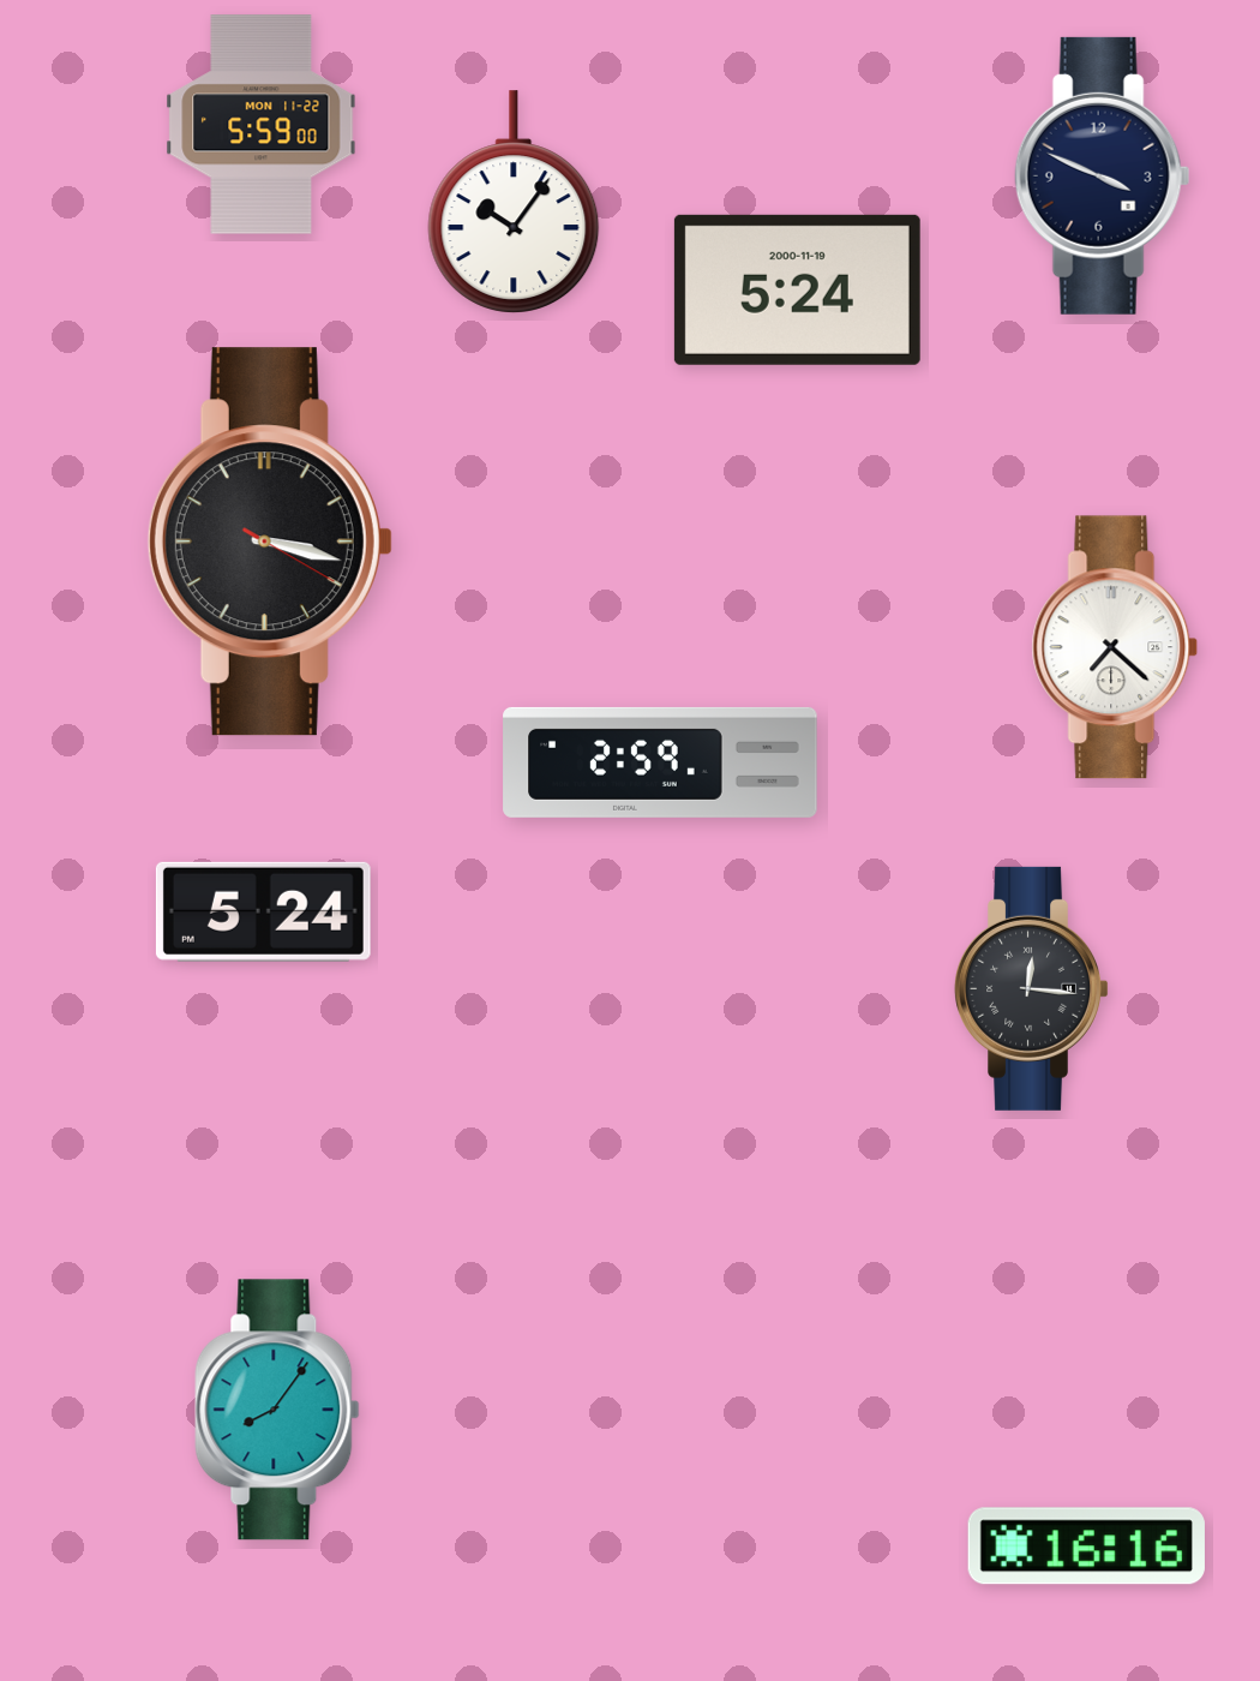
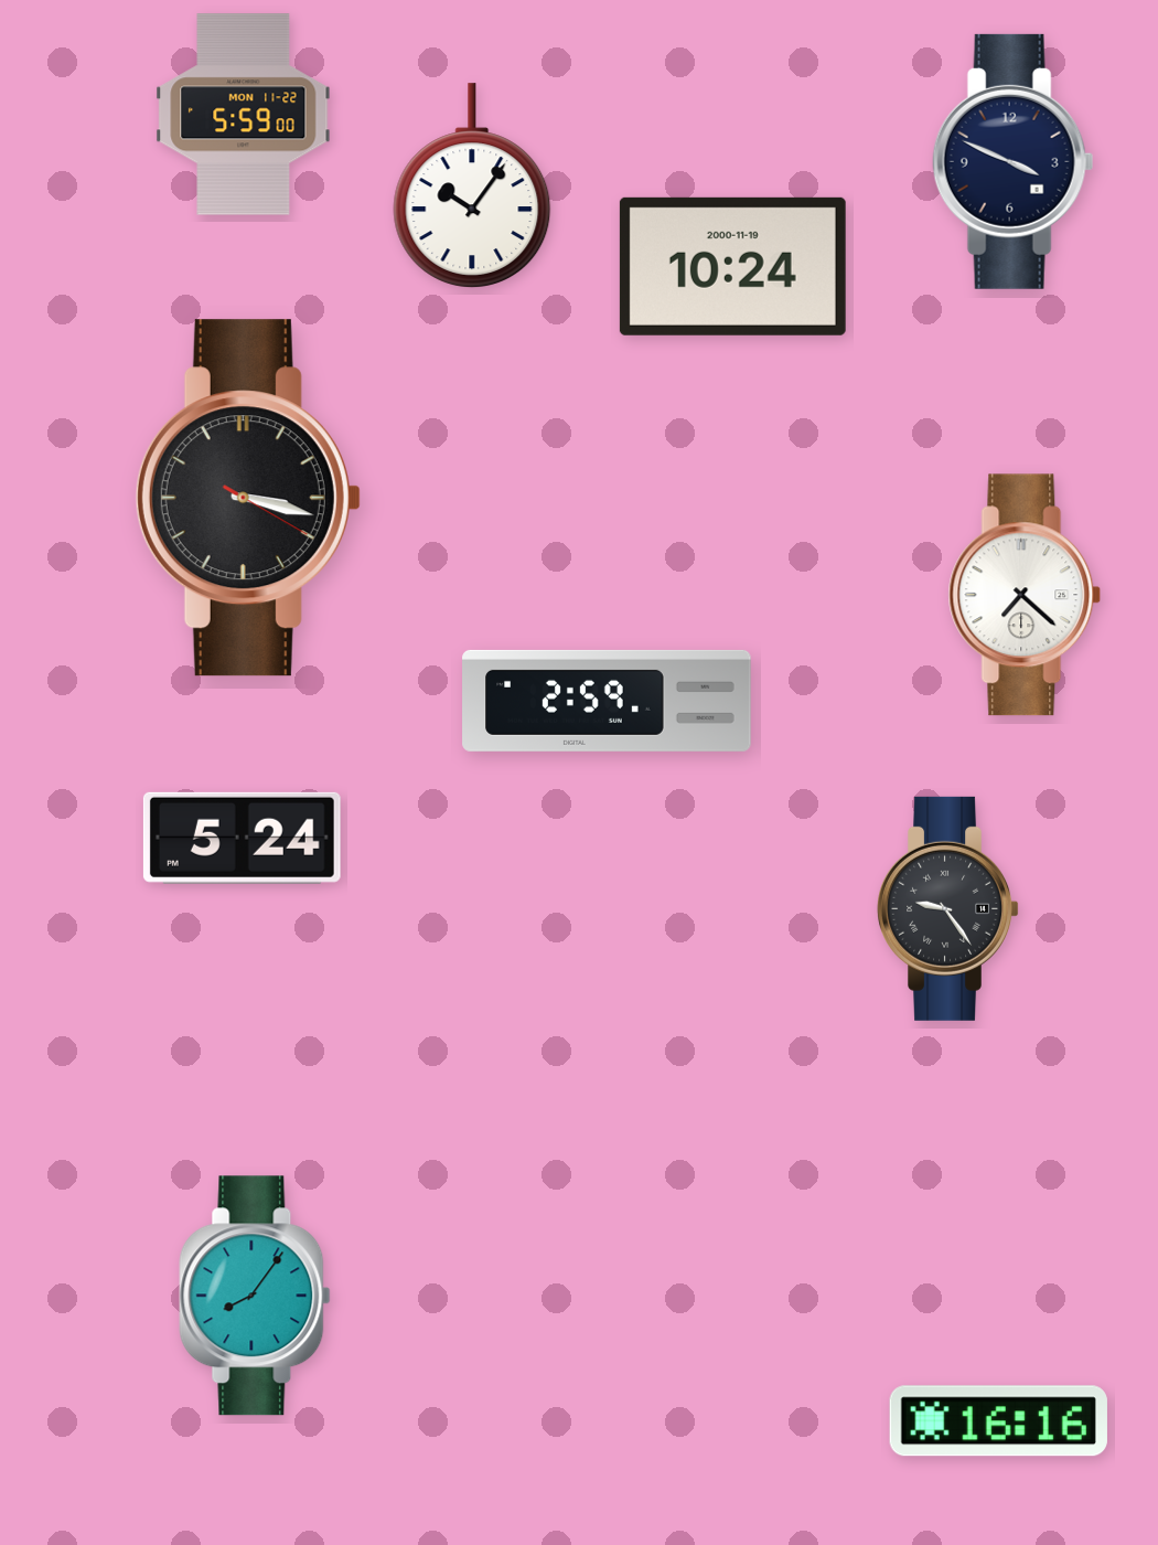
clock at (262, 125) position: (262, 125) -> (244, 115)
clock at (797, 289): 5:24 -> 10:24
clock at (1031, 988): 12:16 -> 9:24
